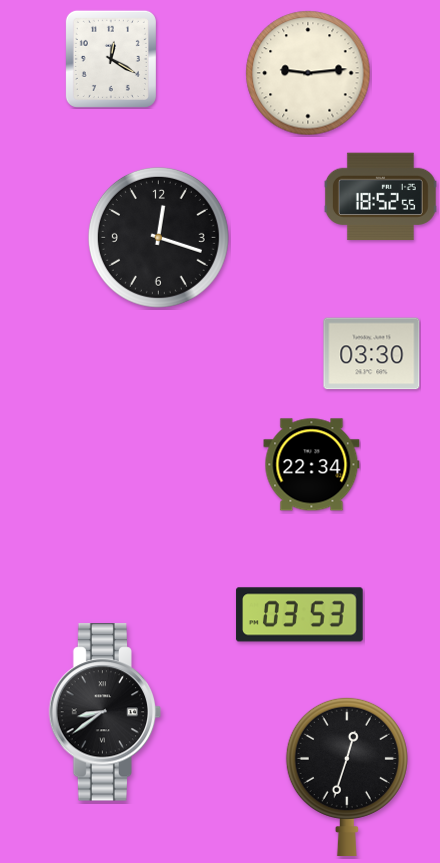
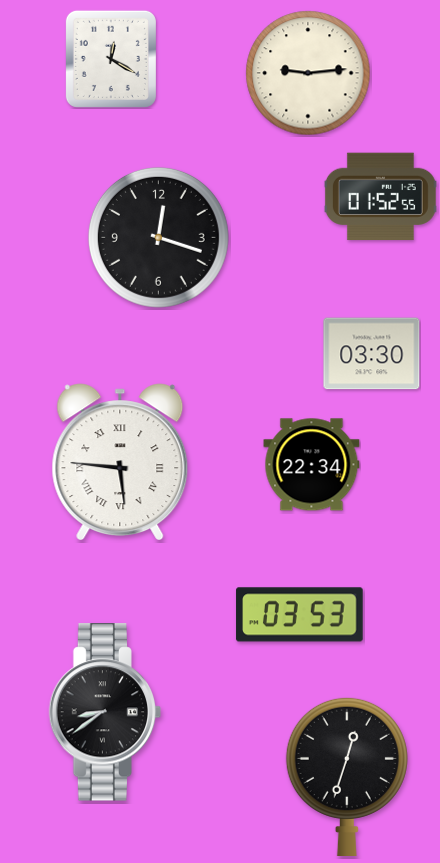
clock at (380, 197): 18:52 -> 01:52
clock at (120, 461): none -> 5:46
